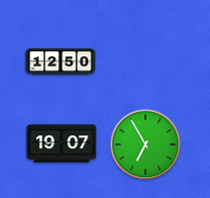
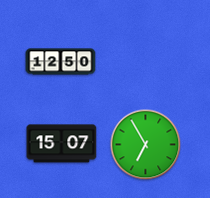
clock at (62, 144): 19:07 -> 15:07
